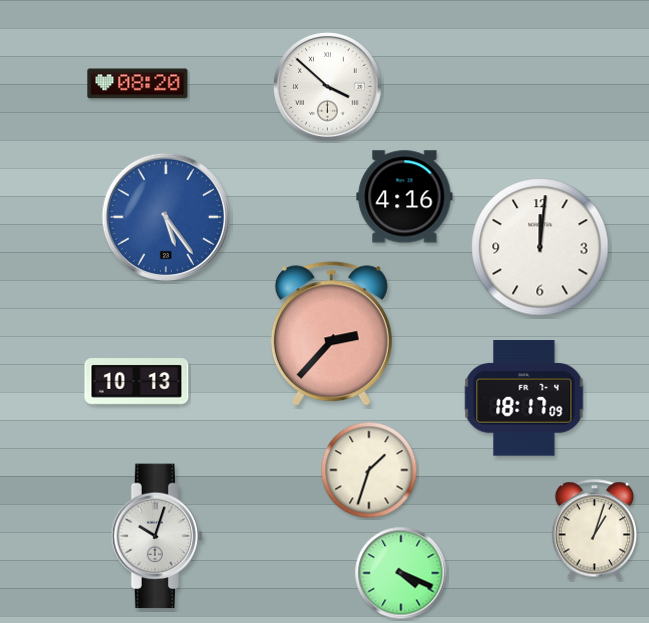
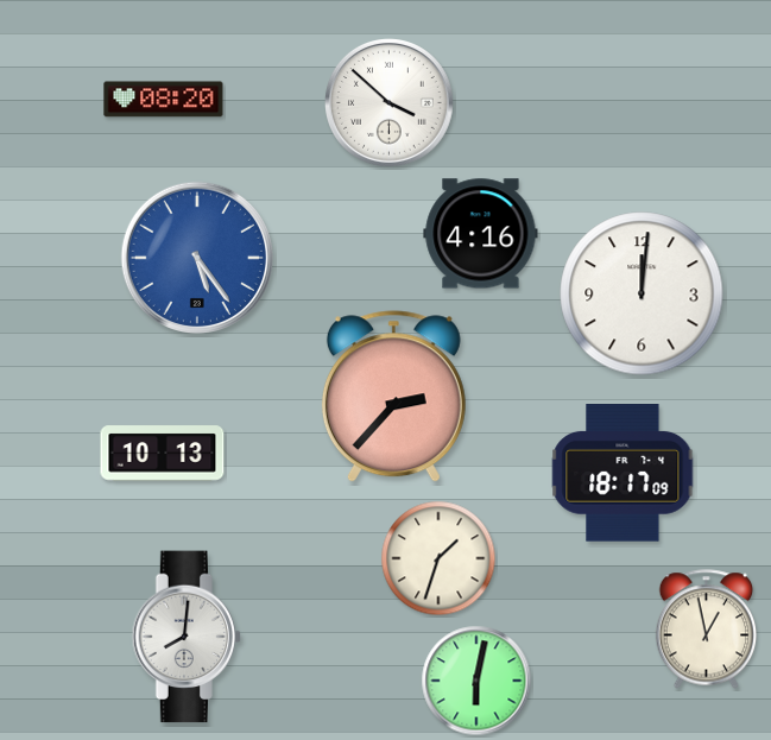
clock at (595, 530): 1:03 -> 12:58
clock at (157, 536): 10:03 -> 8:01
clock at (401, 573): 4:19 -> 6:02
